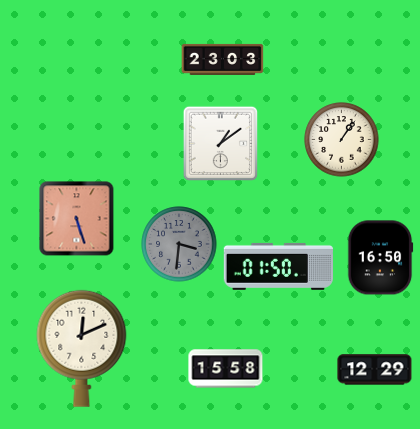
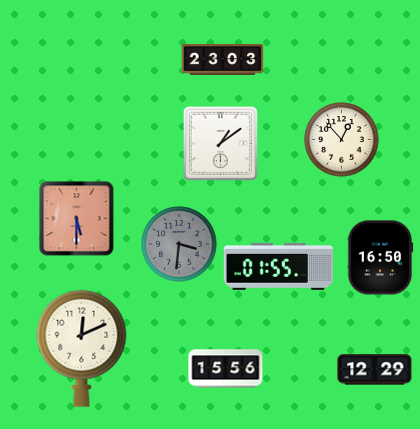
clock at (342, 140): 1:06 -> 12:53
clock at (77, 219): 5:27 -> 5:30
clock at (278, 266): 01:50 -> 01:55
clock at (226, 369): 15:58 -> 15:56
